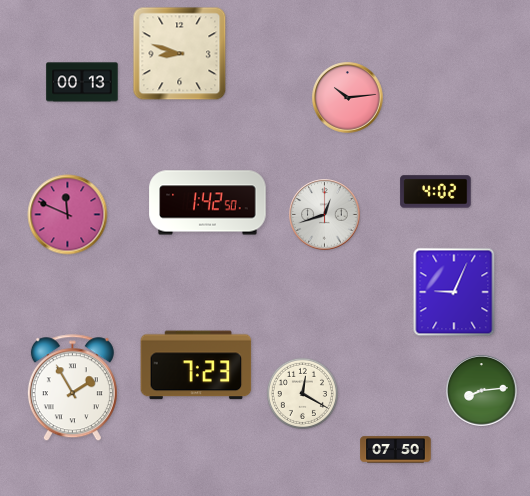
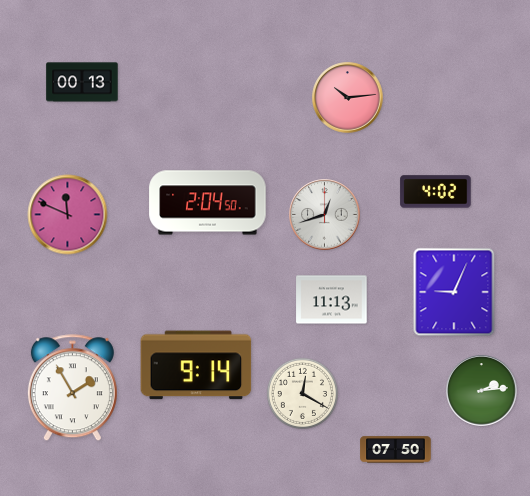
clock at (180, 54): 8:48 -> none
clock at (208, 203): 1:42 -> 2:04
clock at (332, 300): none -> 11:13
clock at (196, 365): 7:23 -> 9:14
clock at (482, 391): 8:14 -> 2:14
